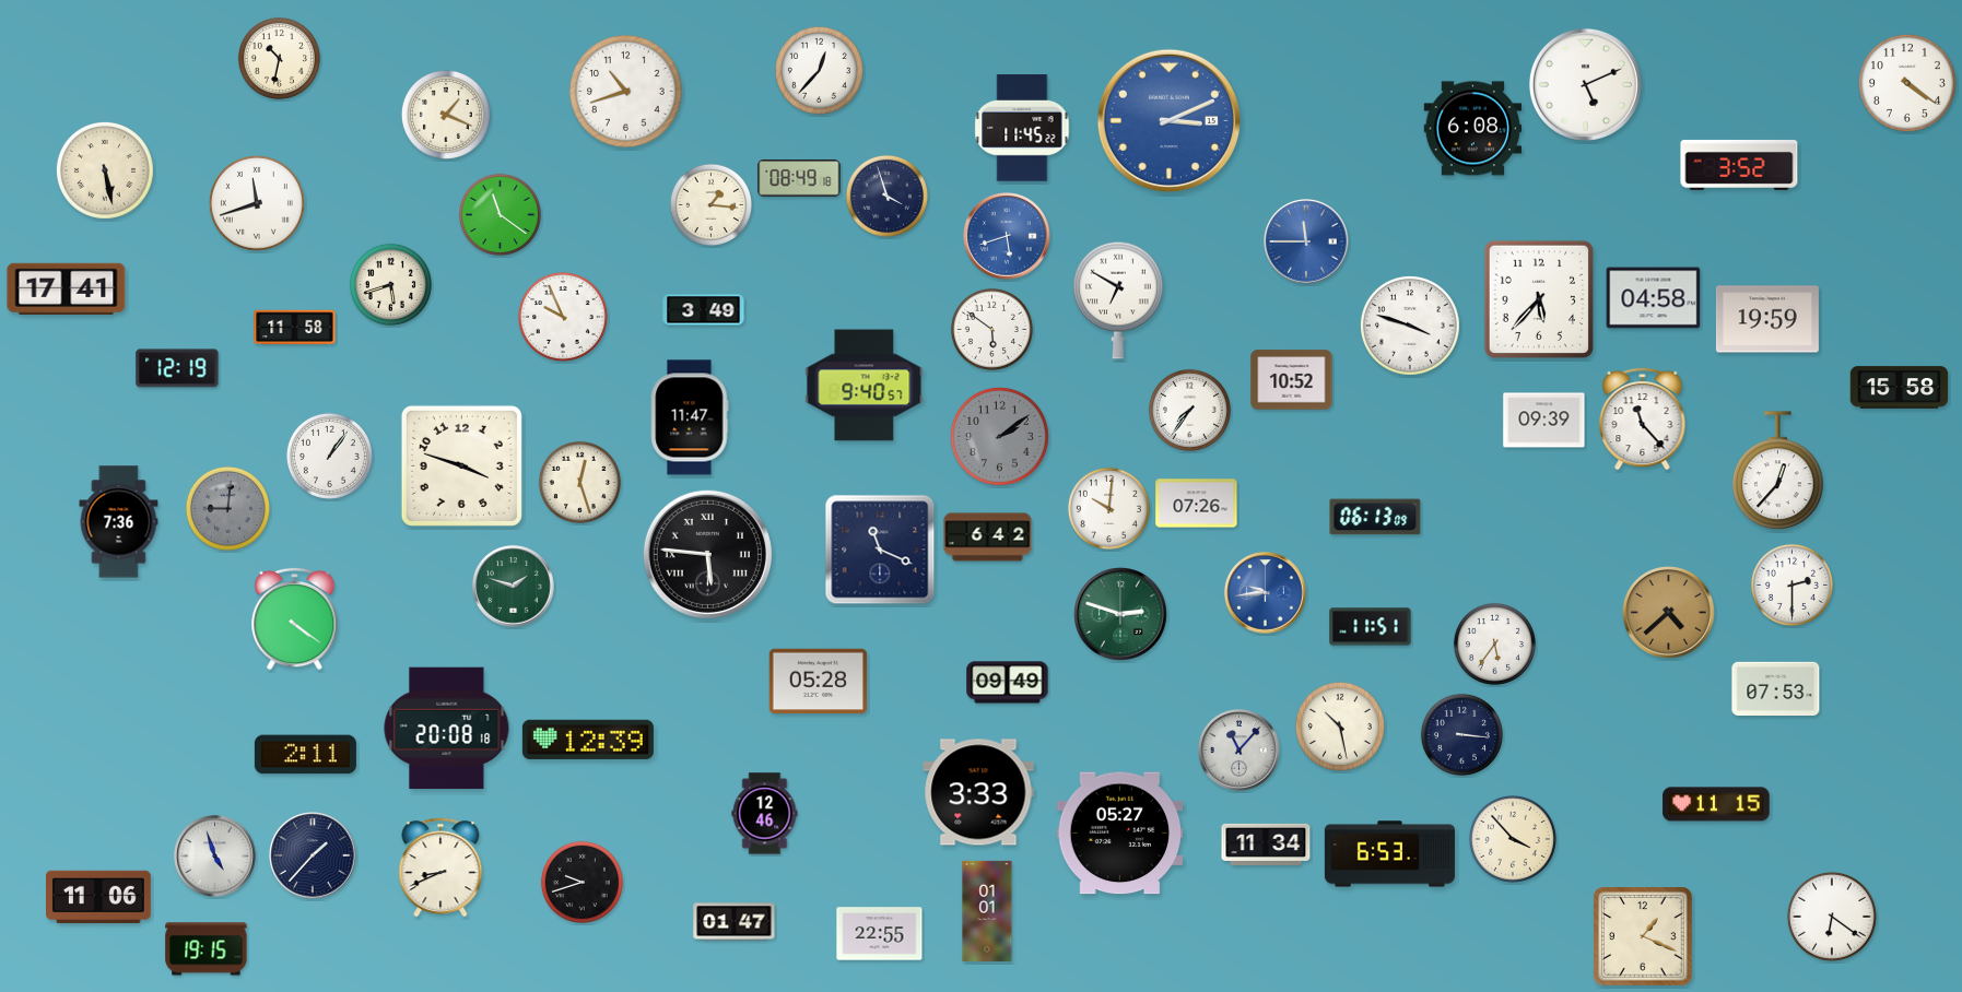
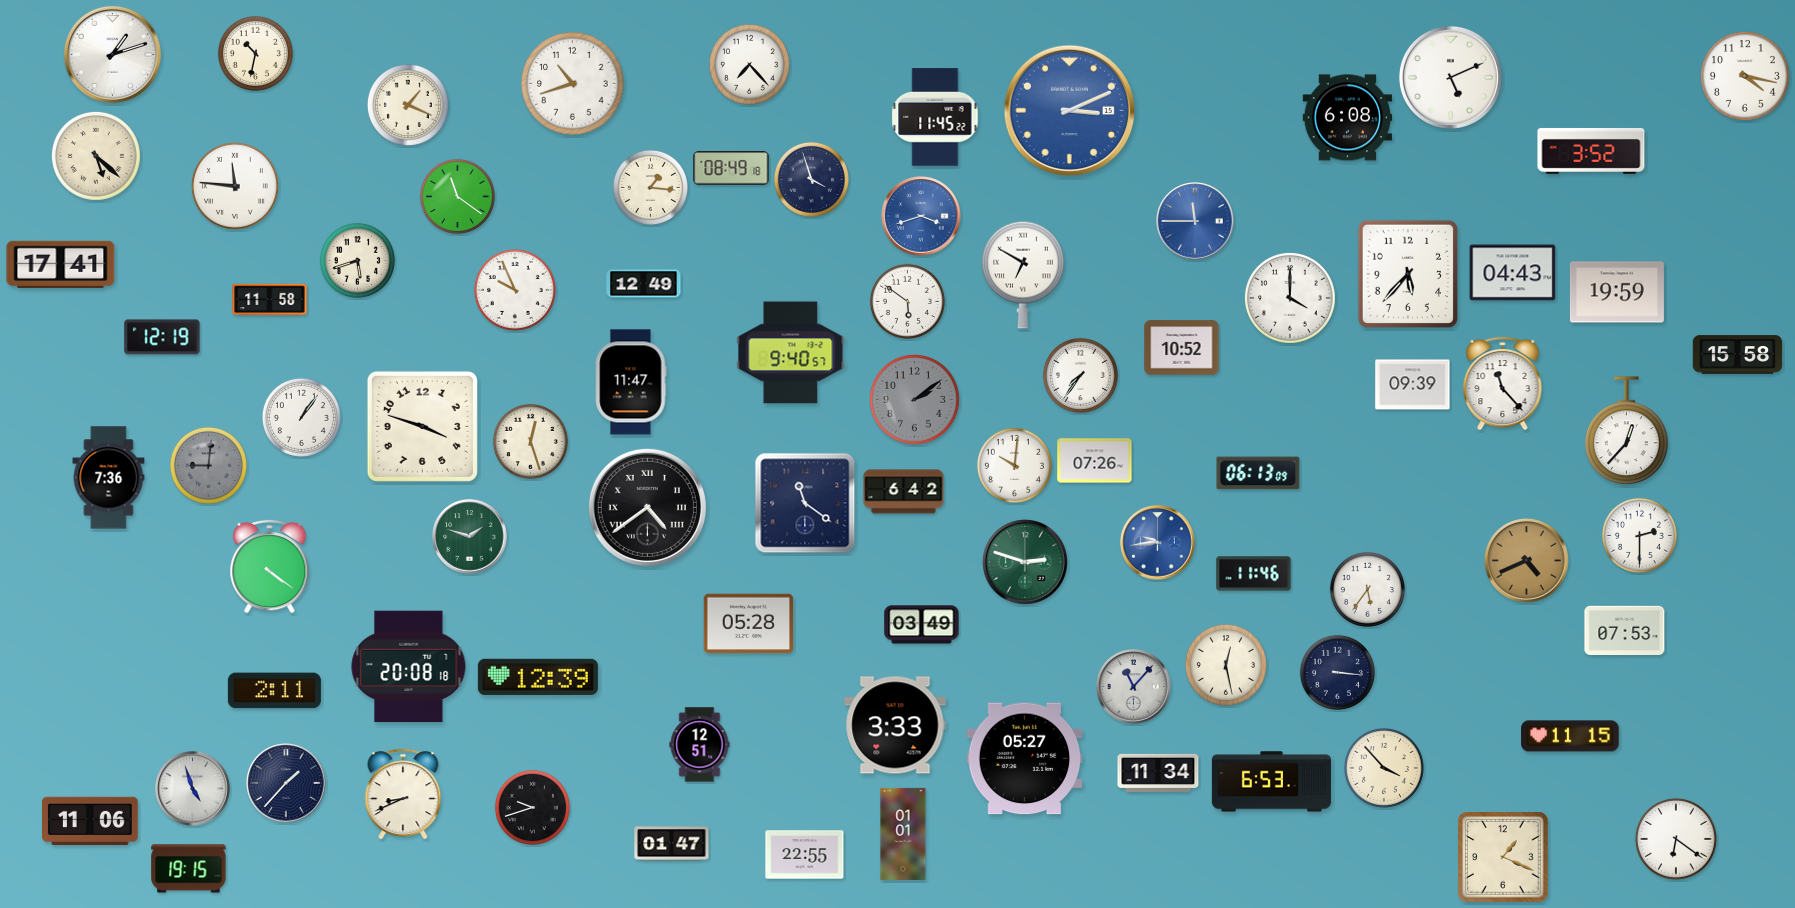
clock at (112, 54): none -> 1:12
clock at (819, 70): 12:37 -> 7:23
clock at (1907, 83): 4:21 -> 4:17
clock at (105, 170): 5:28 -> 5:22
clock at (799, 178) position: (799, 178) -> (731, 168)
clock at (257, 203): 11:42 -> 11:46
clock at (1007, 236): 5:42 -> 3:42
clock at (1654, 298): 04:58 -> 04:43
clock at (704, 310): 3:49 -> 12:49
clock at (1411, 327): 3:48 -> 4:00
clock at (1189, 410) position: (1189, 410) -> (1080, 375)
clock at (880, 550): 11:19 -> 11:21
clock at (707, 554): 5:46 -> 4:39
clock at (1669, 613): 4:38 -> 4:41
clock at (1371, 627): 11:51 -> 11:46
clock at (1008, 683): 09:49 -> 03:49
clock at (1340, 727): 10:28 -> 12:28
clock at (305, 755) position: (305, 755) -> (274, 691)
clock at (765, 814): 12:46 -> 12:51
clock at (1120, 834) position: (1120, 834) -> (1025, 759)
clock at (215, 857) position: (215, 857) -> (193, 789)
